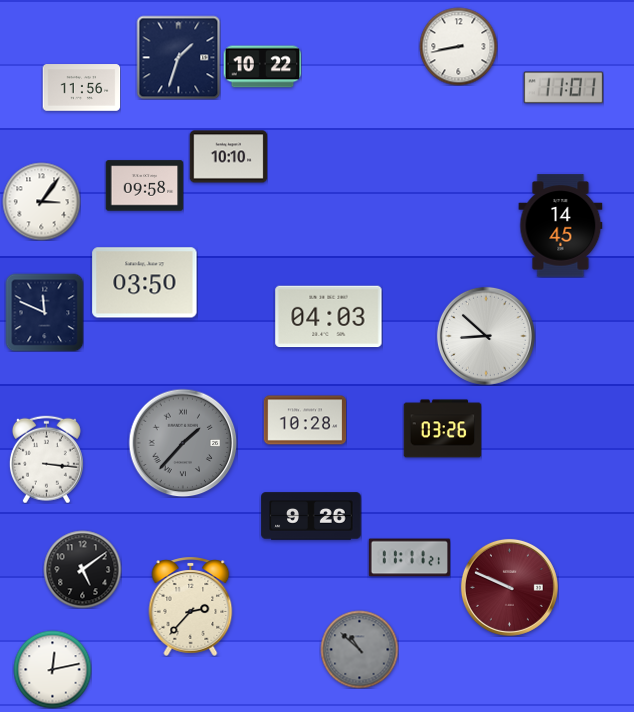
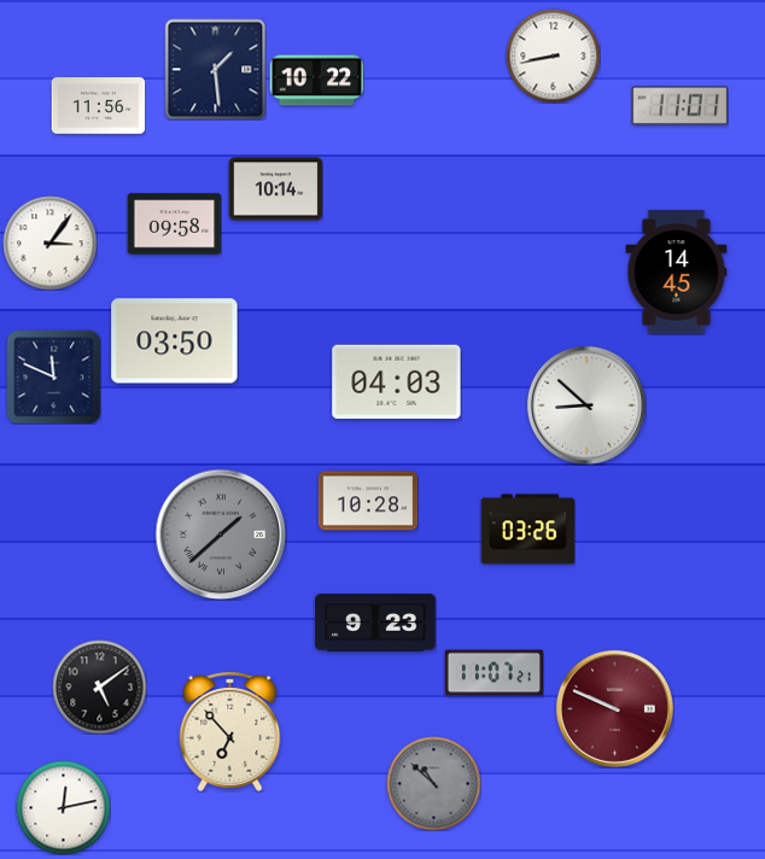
clock at (178, 57): 1:33 -> 1:29
clock at (228, 157): 10:10 -> 10:14
clock at (305, 420) position: (305, 420) -> (368, 501)
clock at (442, 429) position: (442, 429) -> (527, 530)
clock at (183, 443): 1:37 -> 1:38
clock at (46, 459): 3:16 -> none
clock at (311, 516): 9:26 -> 9:23
clock at (409, 558): 11:11 -> 11:07
clock at (191, 606): 2:37 -> 6:53
